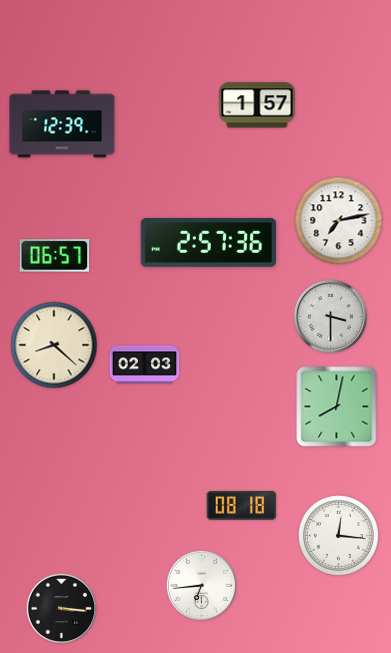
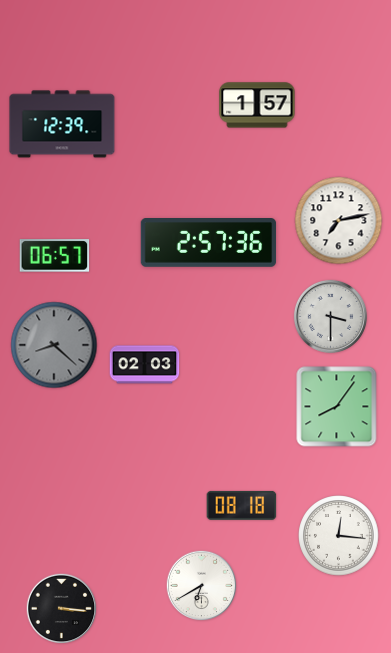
clock at (54, 345) dial: cream -> grey
clock at (337, 407): 8:02 -> 8:06
clock at (202, 586): 6:44 -> 6:40
